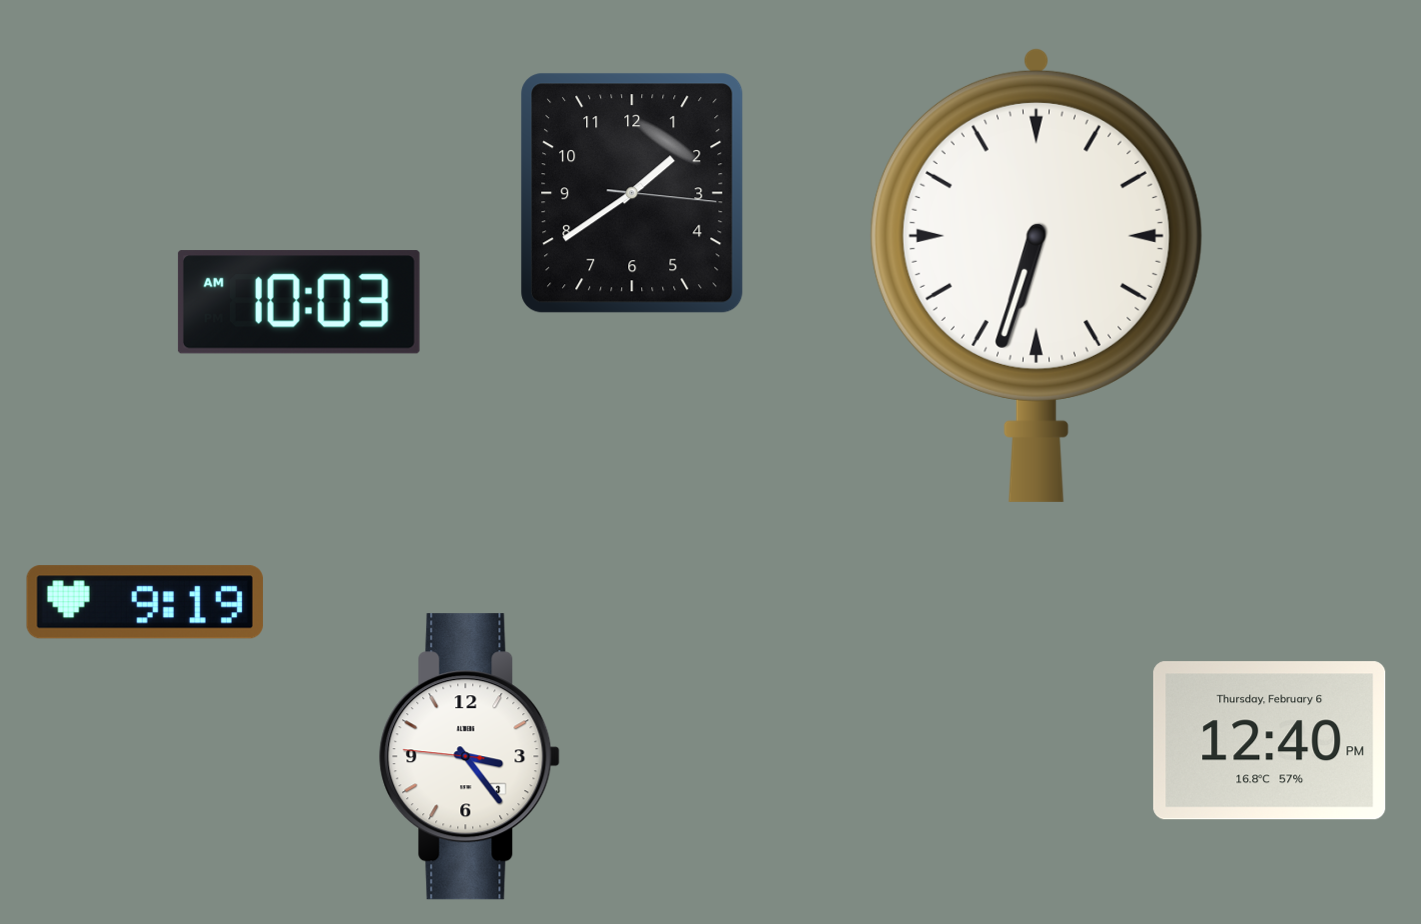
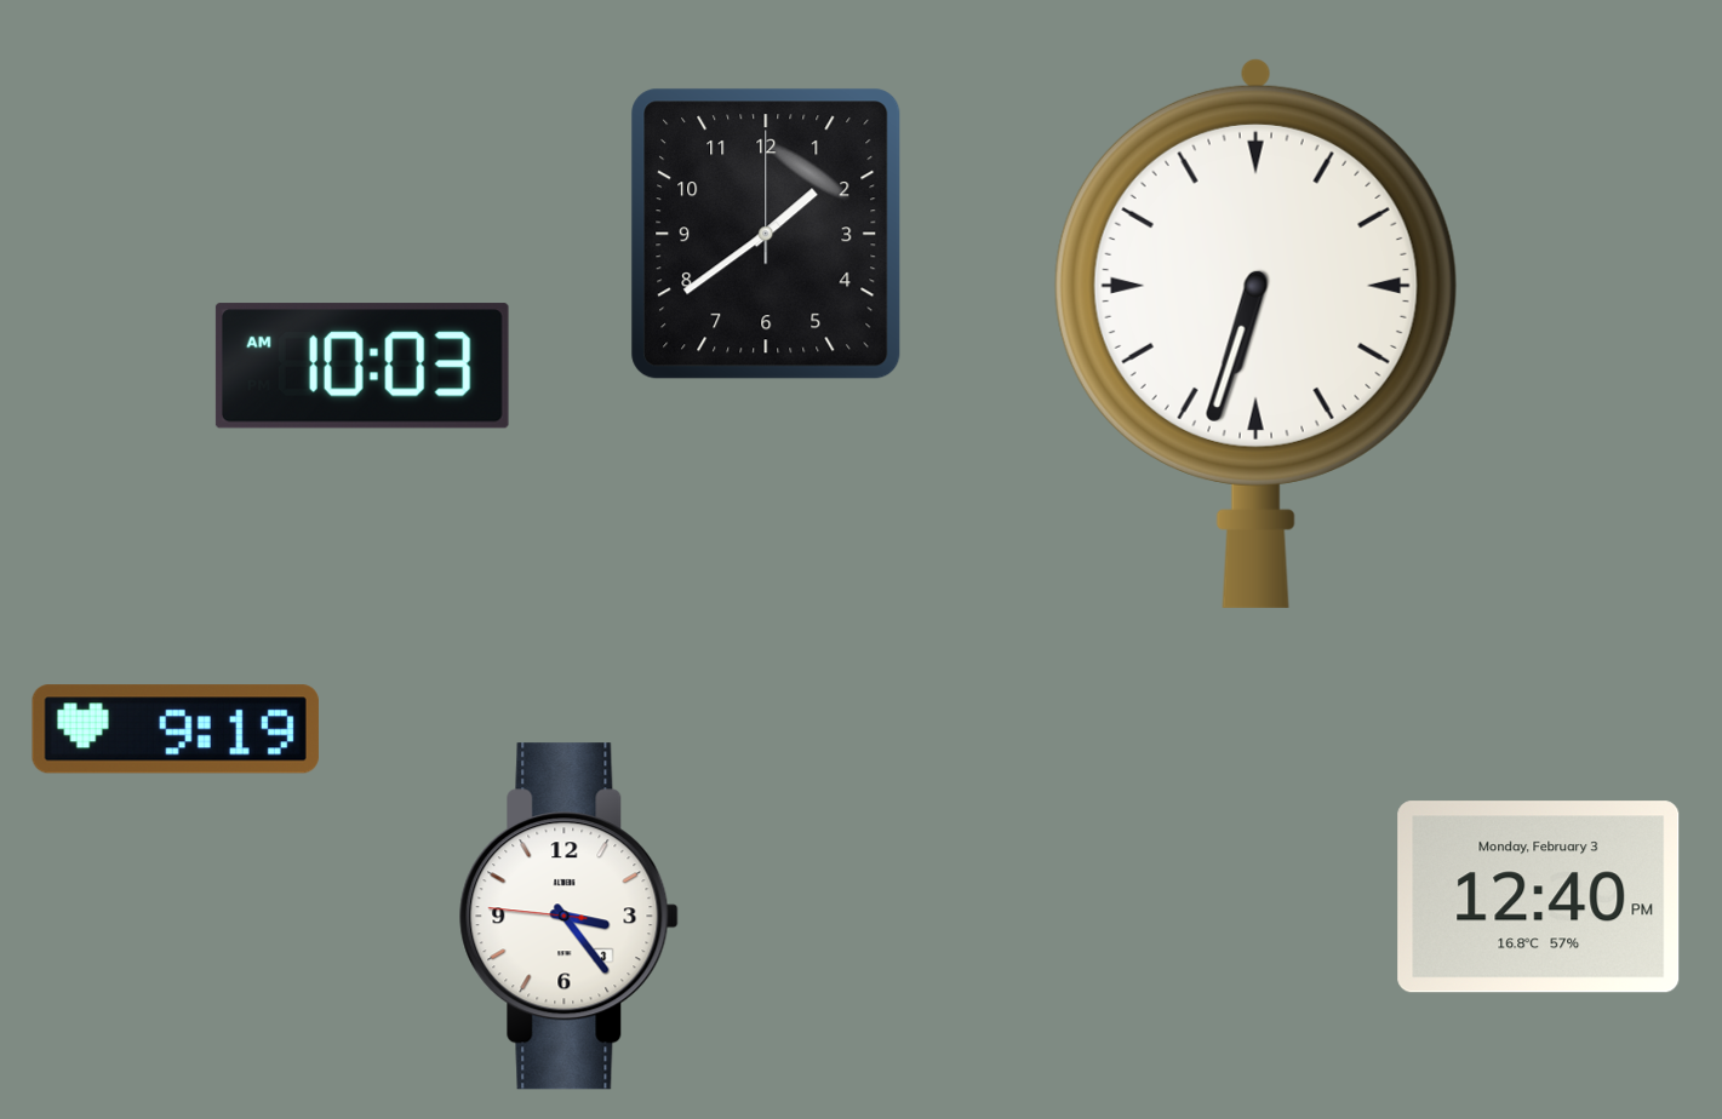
clock at (632, 193): 1:39:16 -> 1:39:00
clock at (1270, 741) date: Thursday, February 6 -> Monday, February 3
